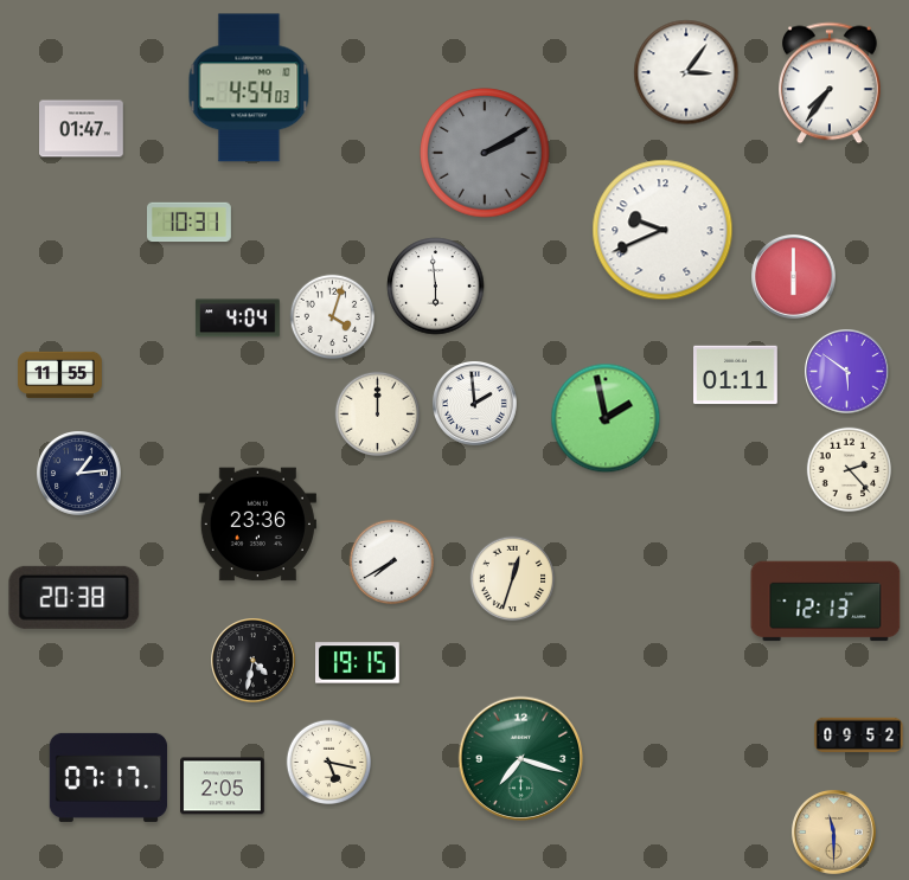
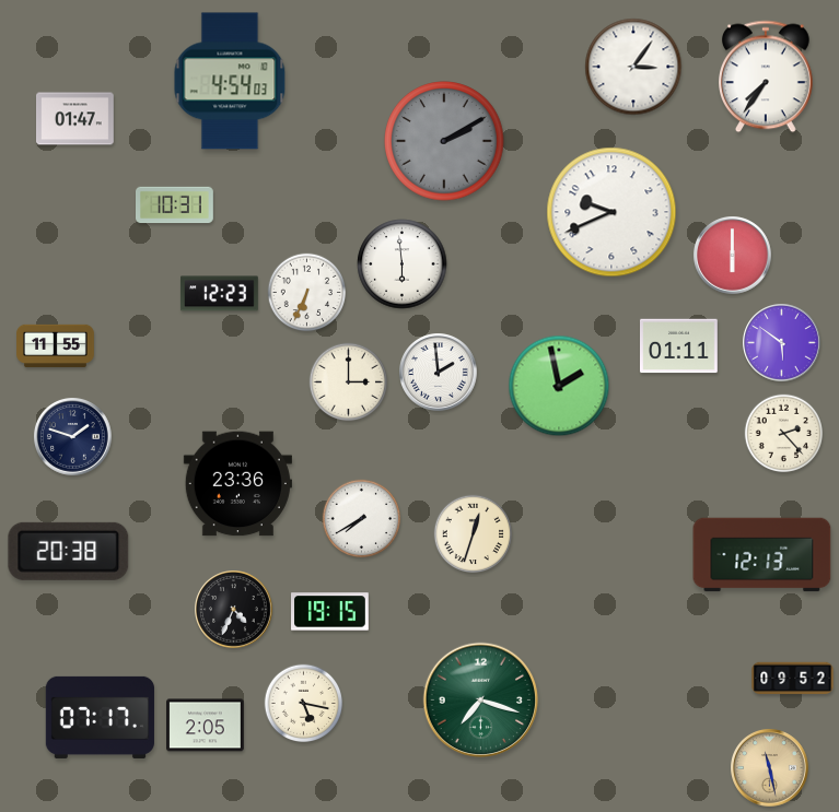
clock at (485, 153) position: (485, 153) -> (444, 141)
clock at (333, 317): 4:03 -> 6:34
clock at (238, 319): 4:04 -> 12:23
clock at (378, 415): 12:00 -> 3:00
clock at (79, 474): 1:14 -> 1:48
clock at (254, 661): 4:32 -> 4:34
clock at (834, 833): 11:30 -> 11:28
